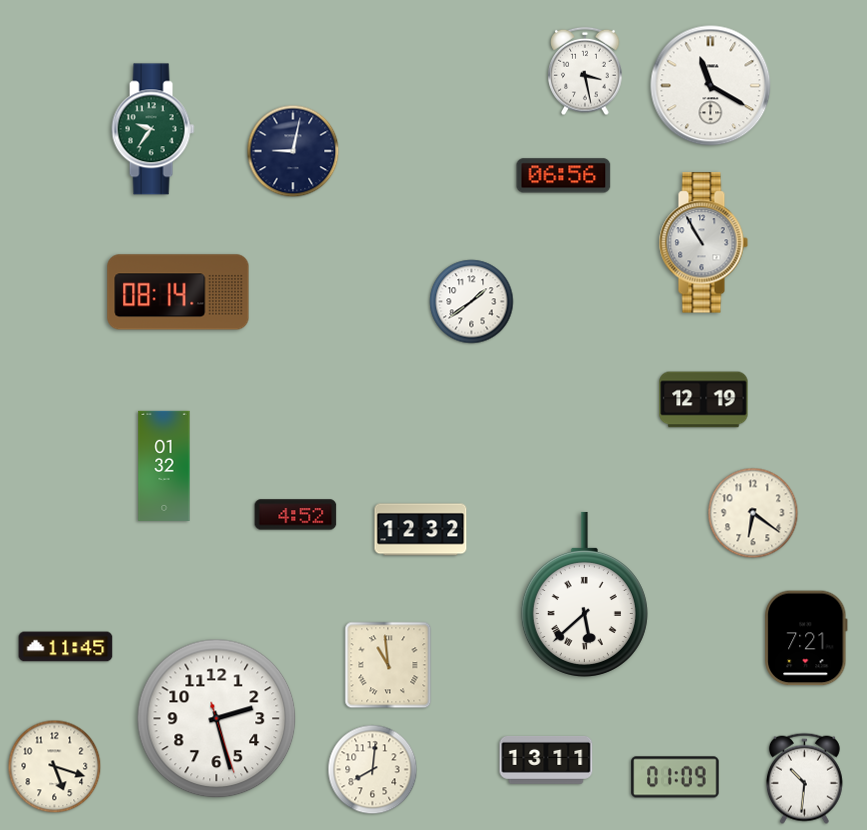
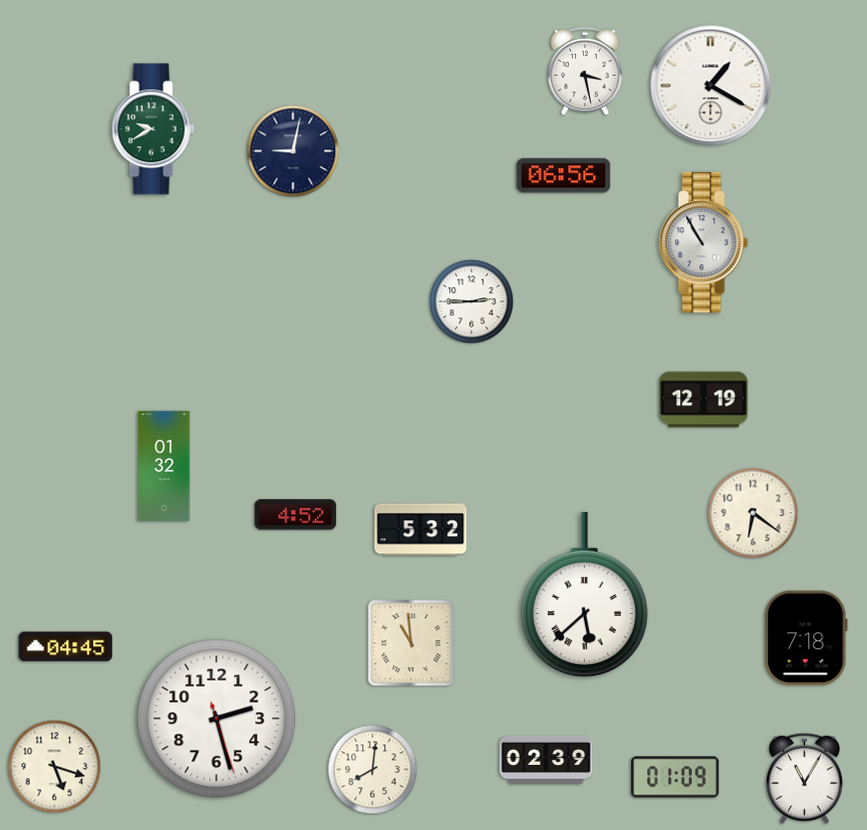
clock at (711, 86): 11:20 -> 1:20
clock at (153, 129): 9:36 -> 9:40
clock at (178, 292): 08:14 -> none
clock at (472, 302): 1:39 -> 2:45
clock at (421, 530): 12:32 -> 5:32
clock at (806, 638): 7:21 -> 7:18
clock at (66, 647): 11:45 -> 04:45
clock at (388, 665) position: (388, 665) -> (411, 643)
clock at (546, 760): 13:11 -> 02:39
clock at (804, 778): 10:31 -> 11:05
